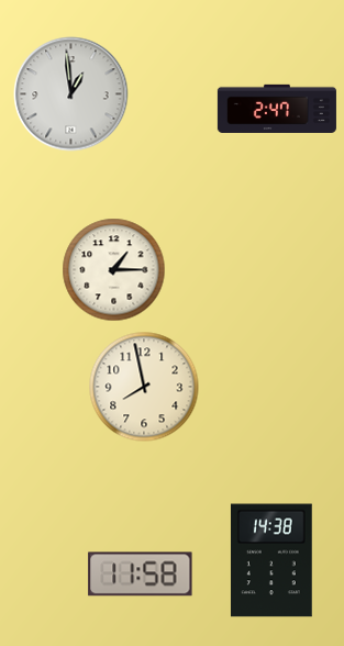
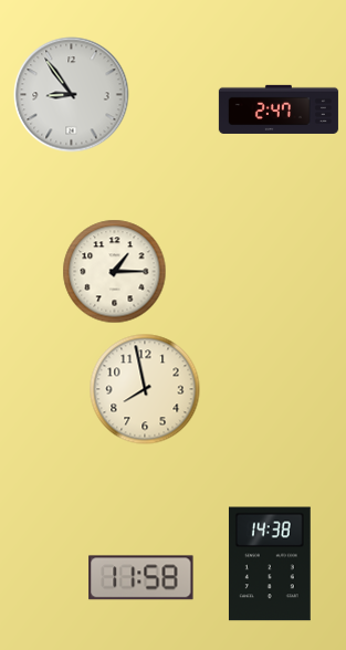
clock at (71, 94): 12:59 -> 8:54
clock at (271, 560) position: (271, 560) -> (270, 564)
